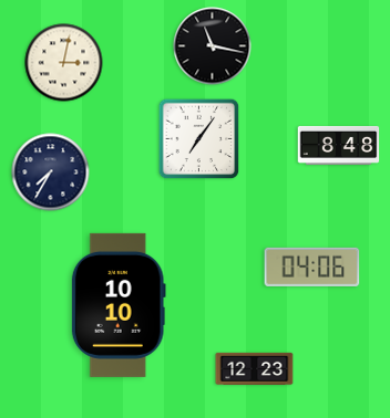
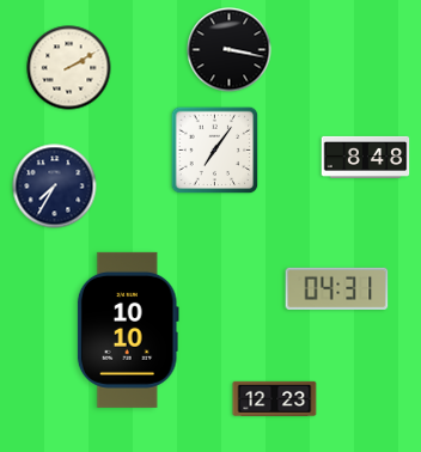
clock at (213, 46): 11:17 -> 3:17
clock at (64, 63): 3:02 -> 2:10
clock at (312, 267): 04:06 -> 04:31
